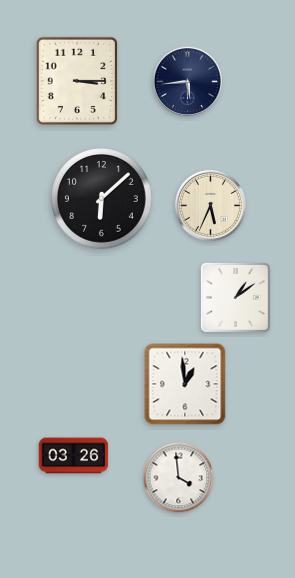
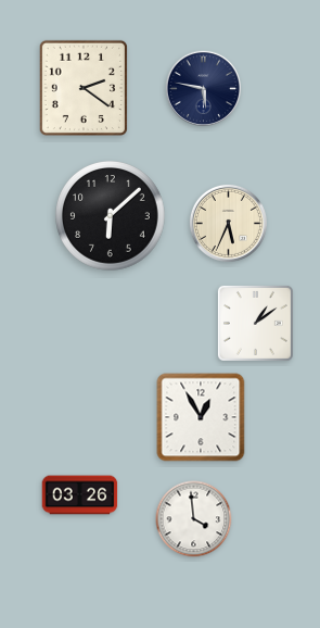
clock at (77, 81): 3:15 -> 2:21
clock at (187, 81): 5:44 -> 5:47
clock at (185, 384): 12:59 -> 12:55
